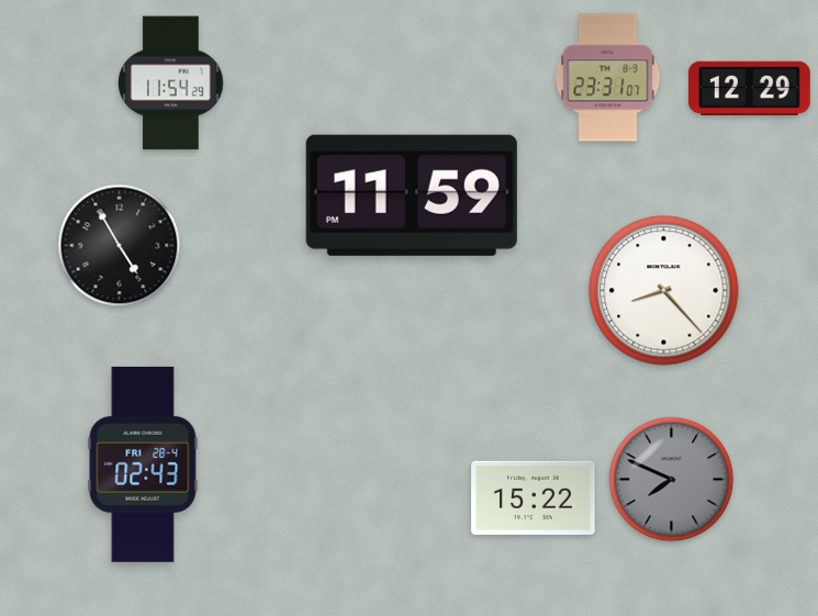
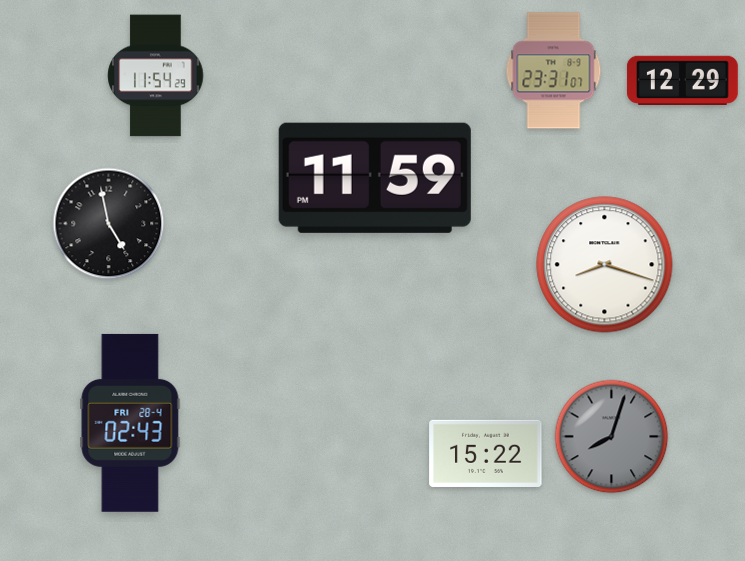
clock at (120, 246): 4:55 -> 4:58
clock at (664, 291): 8:23 -> 8:18
clock at (672, 480): 7:49 -> 8:03
